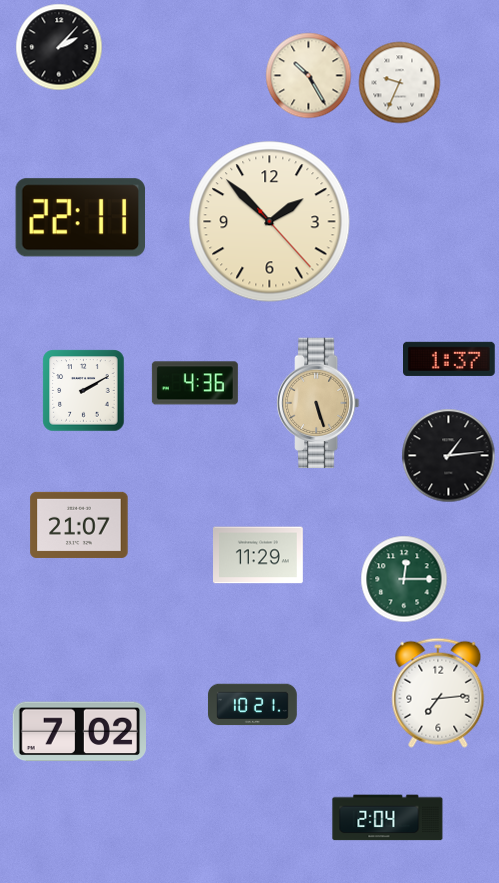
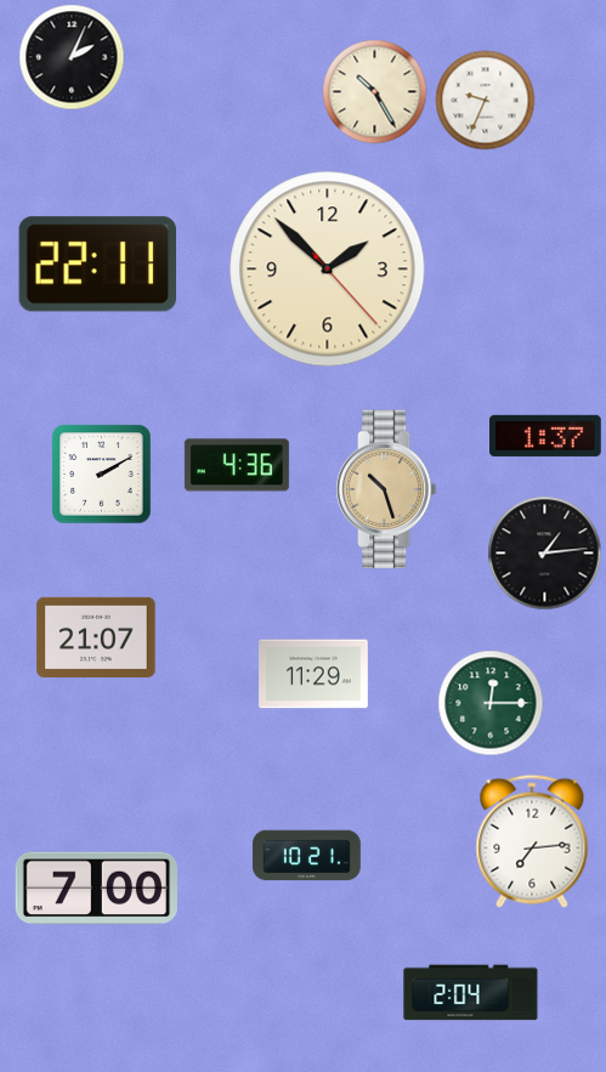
clock at (59, 47): 2:07 -> 2:04
clock at (318, 403): 5:27 -> 10:27
clock at (79, 732): 7:02 -> 7:00
